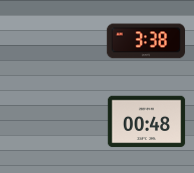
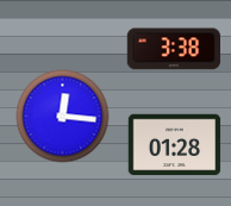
clock at (62, 116): none -> 12:16
clock at (146, 122): 00:48 -> 01:28
